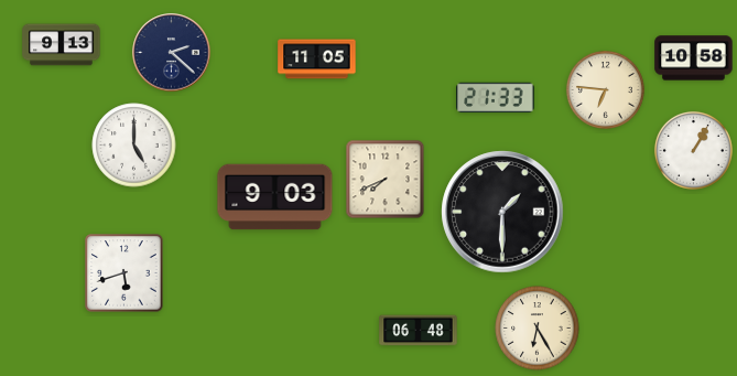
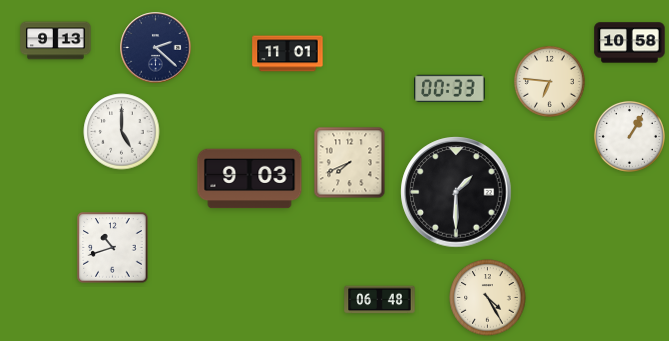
clock at (694, 58) position: (694, 58) -> (630, 43)
clock at (317, 60): 11:05 -> 11:01
clock at (496, 98): 21:33 -> 00:33
clock at (124, 273): 5:42 -> 10:42
clock at (538, 329): 6:25 -> 4:25
